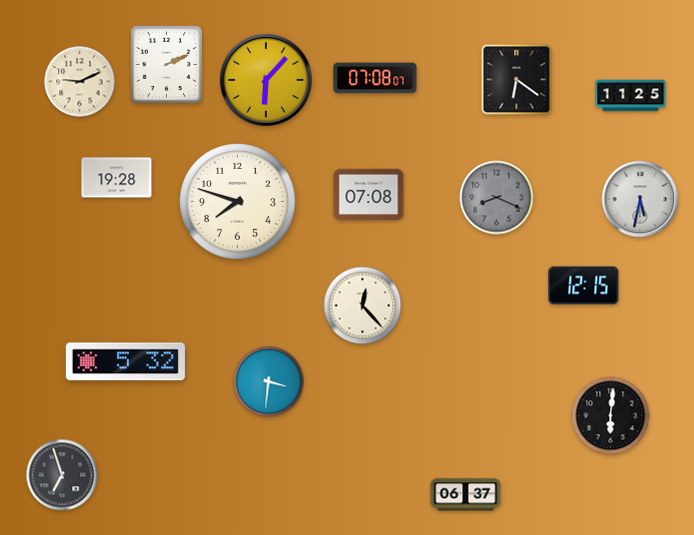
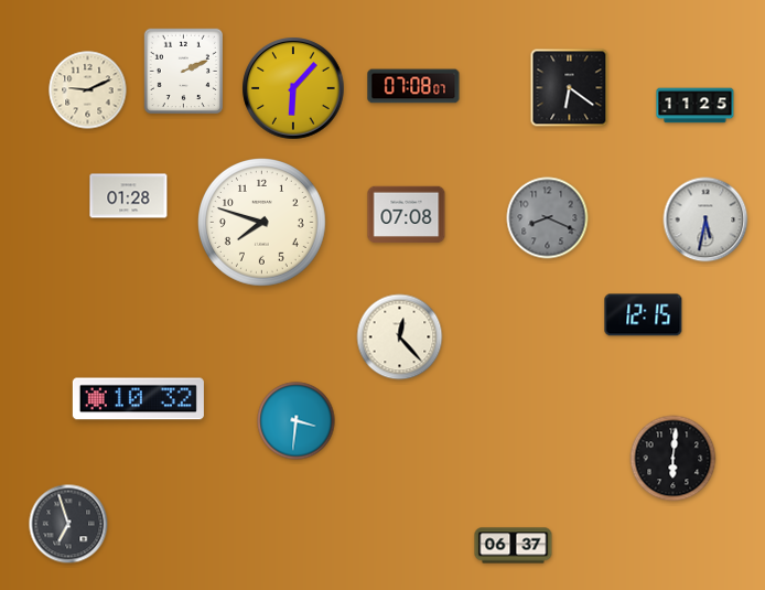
clock at (117, 178): 19:28 -> 01:28
clock at (125, 362): 5:32 -> 10:32
